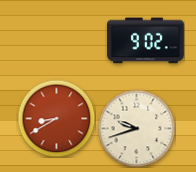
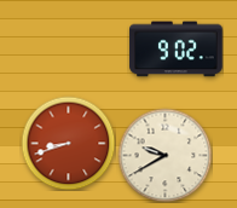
clock at (56, 118): 8:40 -> 8:42
clock at (136, 128): 9:42 -> 9:40
